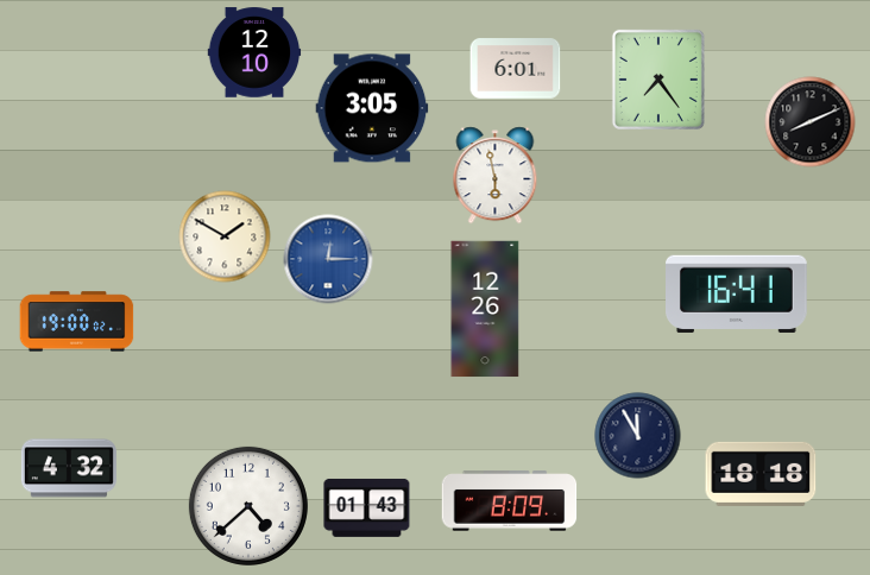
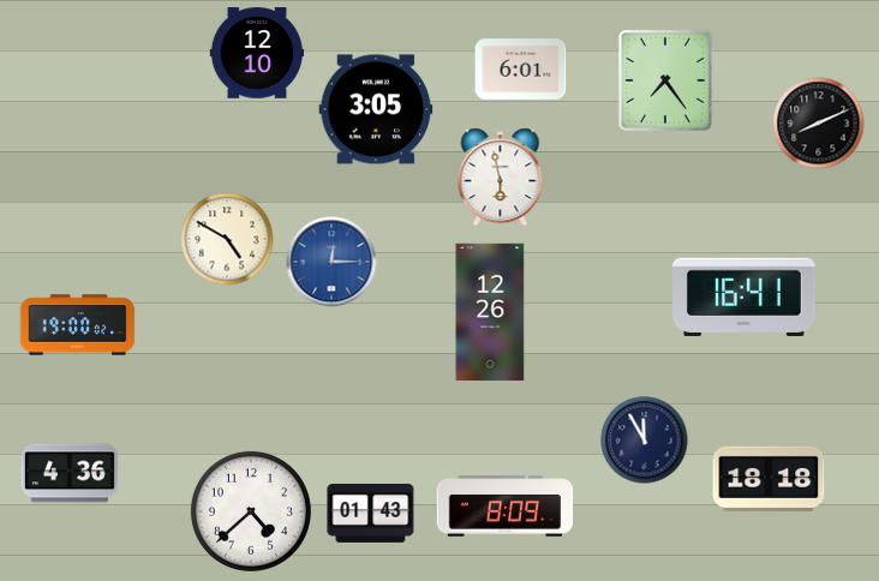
clock at (225, 236): 1:50 -> 4:50
clock at (69, 468): 4:32 -> 4:36
clock at (510, 501) position: (510, 501) -> (506, 507)
